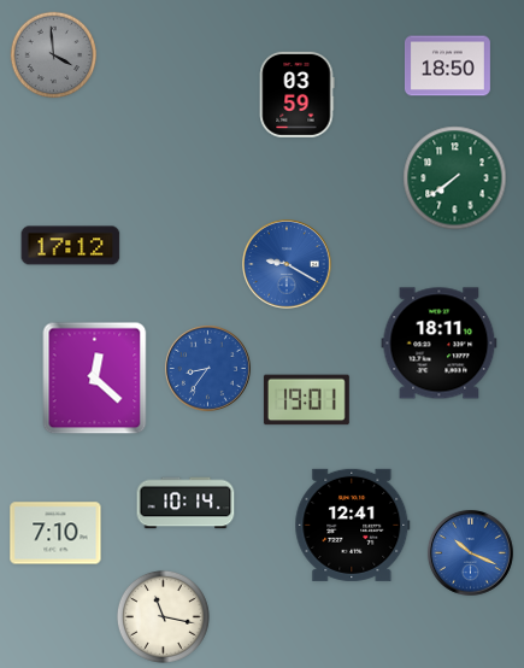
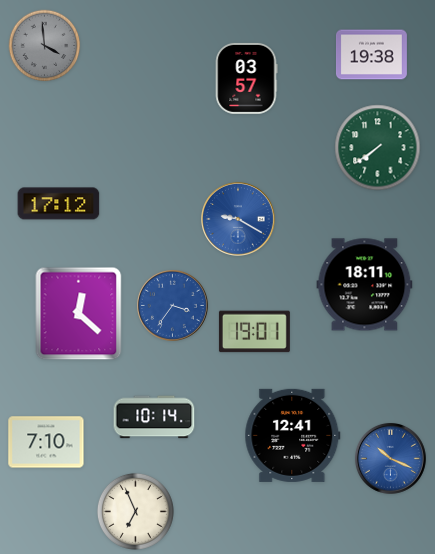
clock at (447, 66): 18:50 -> 19:38
clock at (296, 94): 03:59 -> 03:57
clock at (207, 368): 8:36 -> 3:36
clock at (163, 616): 11:17 -> 6:56
